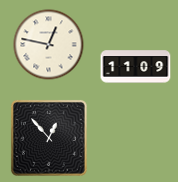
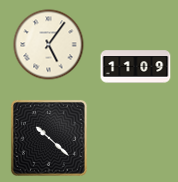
clock at (49, 45): 12:47 -> 5:06
clock at (49, 138): 12:53 -> 10:22
